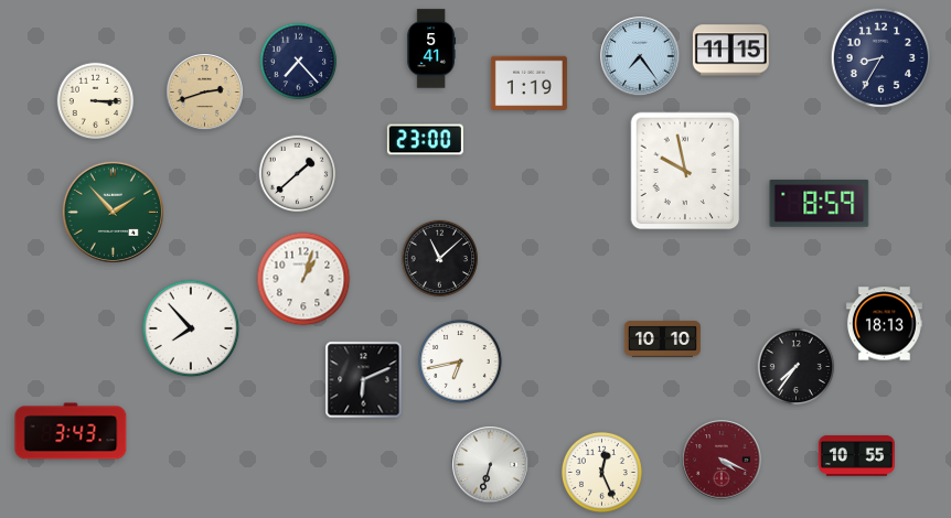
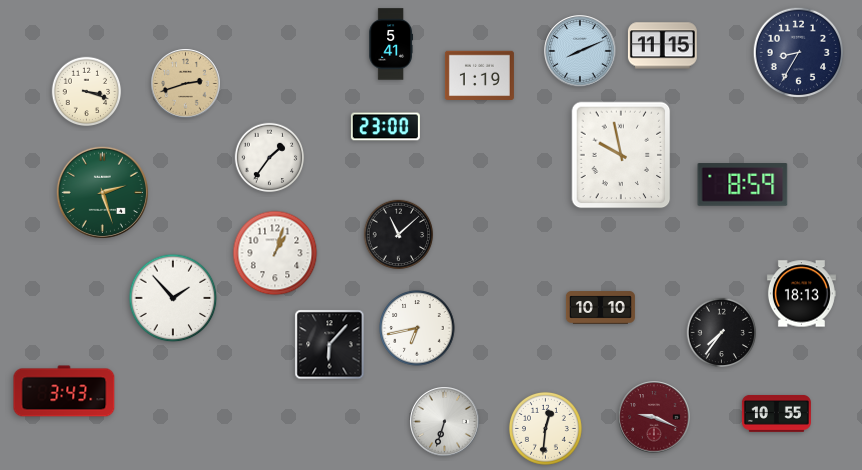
clock at (640, 56): 7:24 -> 8:11
clock at (299, 62): 7:23 -> none
clock at (96, 101): 3:15 -> 3:18
clock at (298, 174): 1:38 -> 1:36
clock at (113, 212): 1:53 -> 2:27
clock at (191, 328): 7:53 -> 1:53
clock at (364, 380): 6:11 -> 6:07
clock at (722, 460): 4:19 -> 9:19
clock at (601, 472): 12:26 -> 12:31
